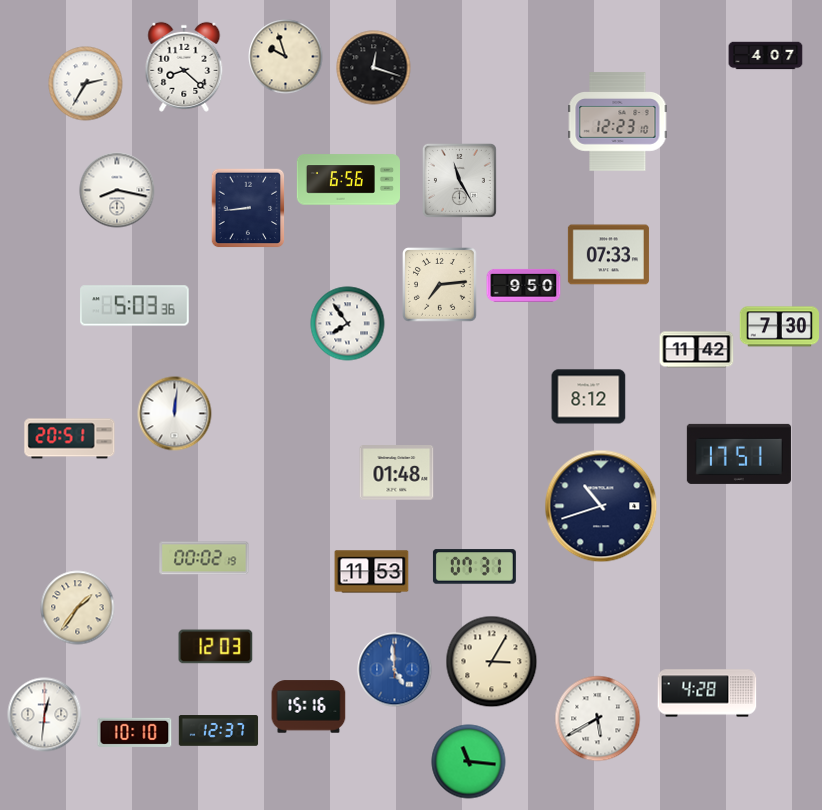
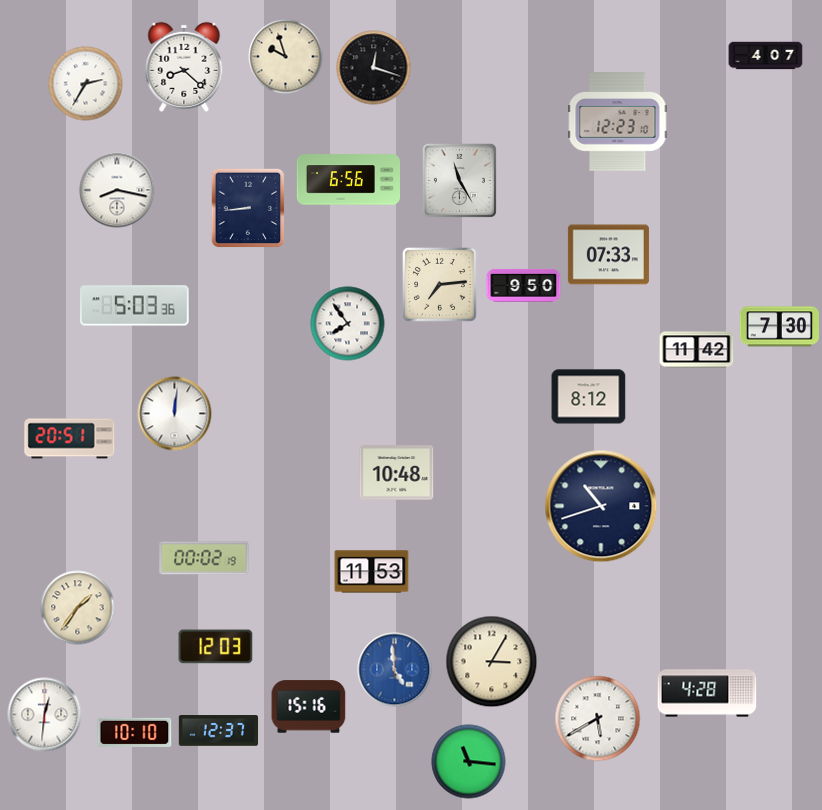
clock at (739, 454): 17:51 -> none
clock at (397, 473): 01:48 -> 10:48
clock at (474, 567): 07:31 -> none
